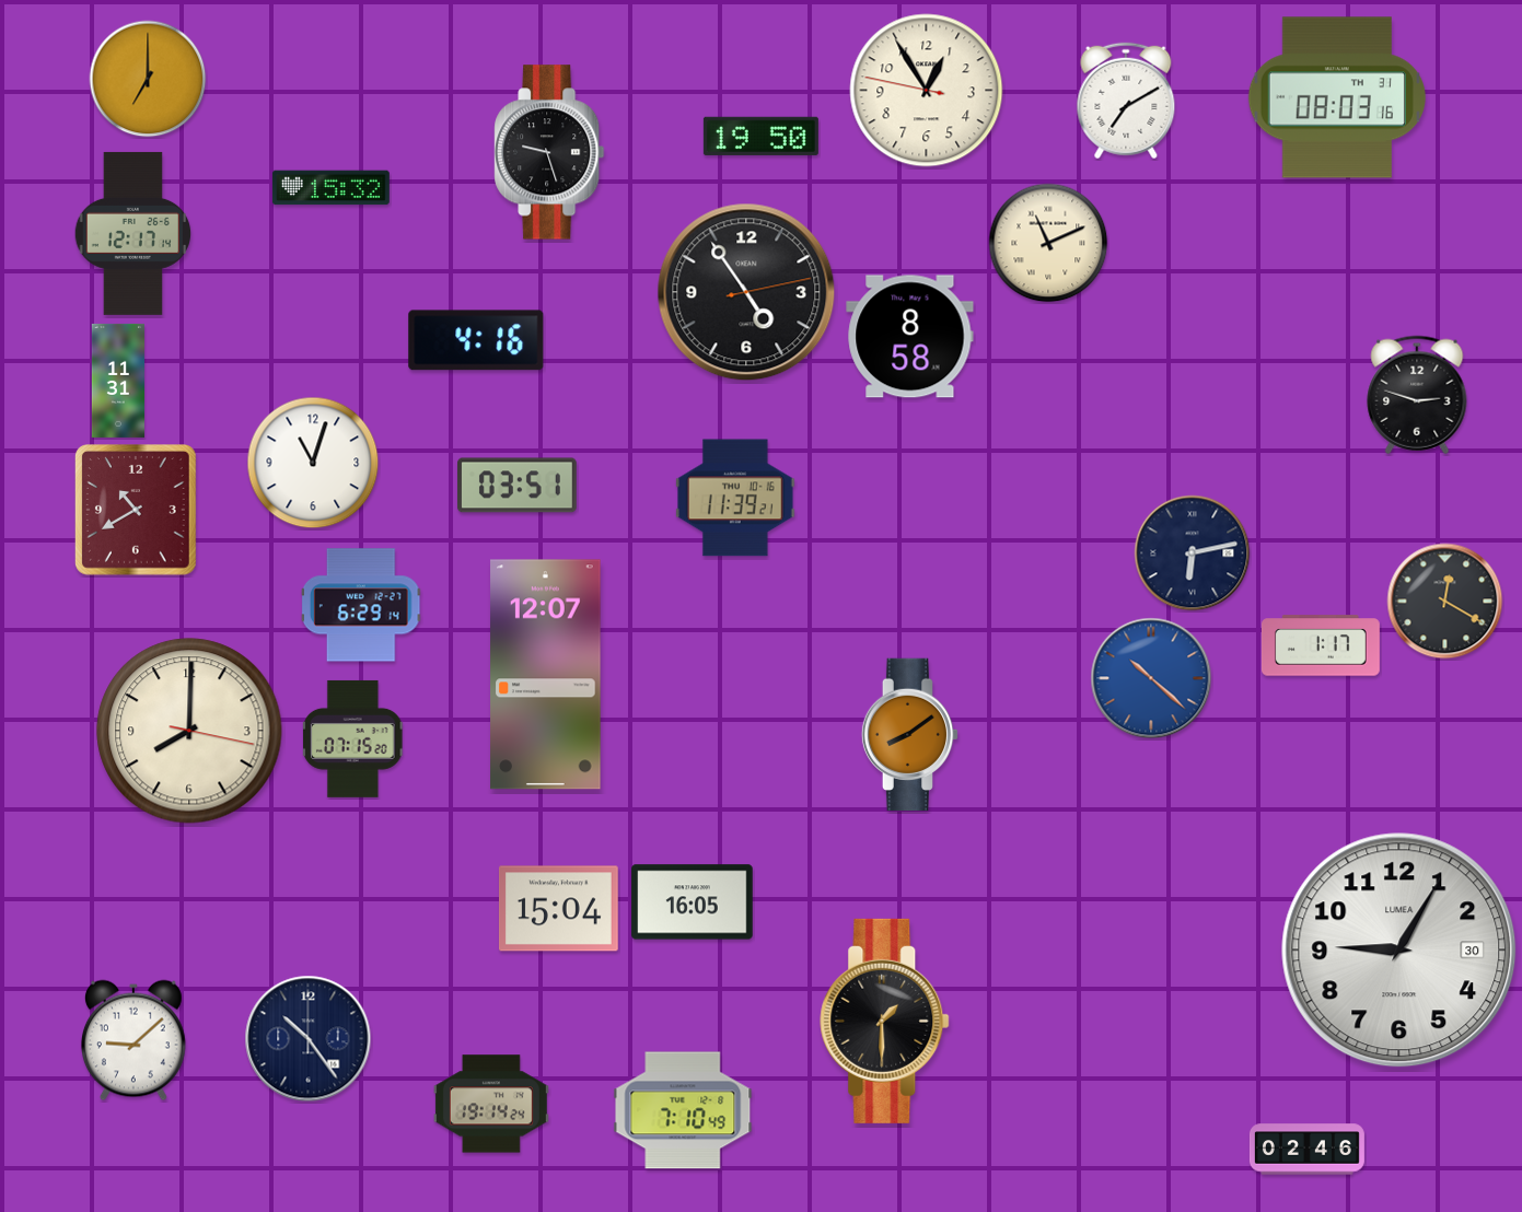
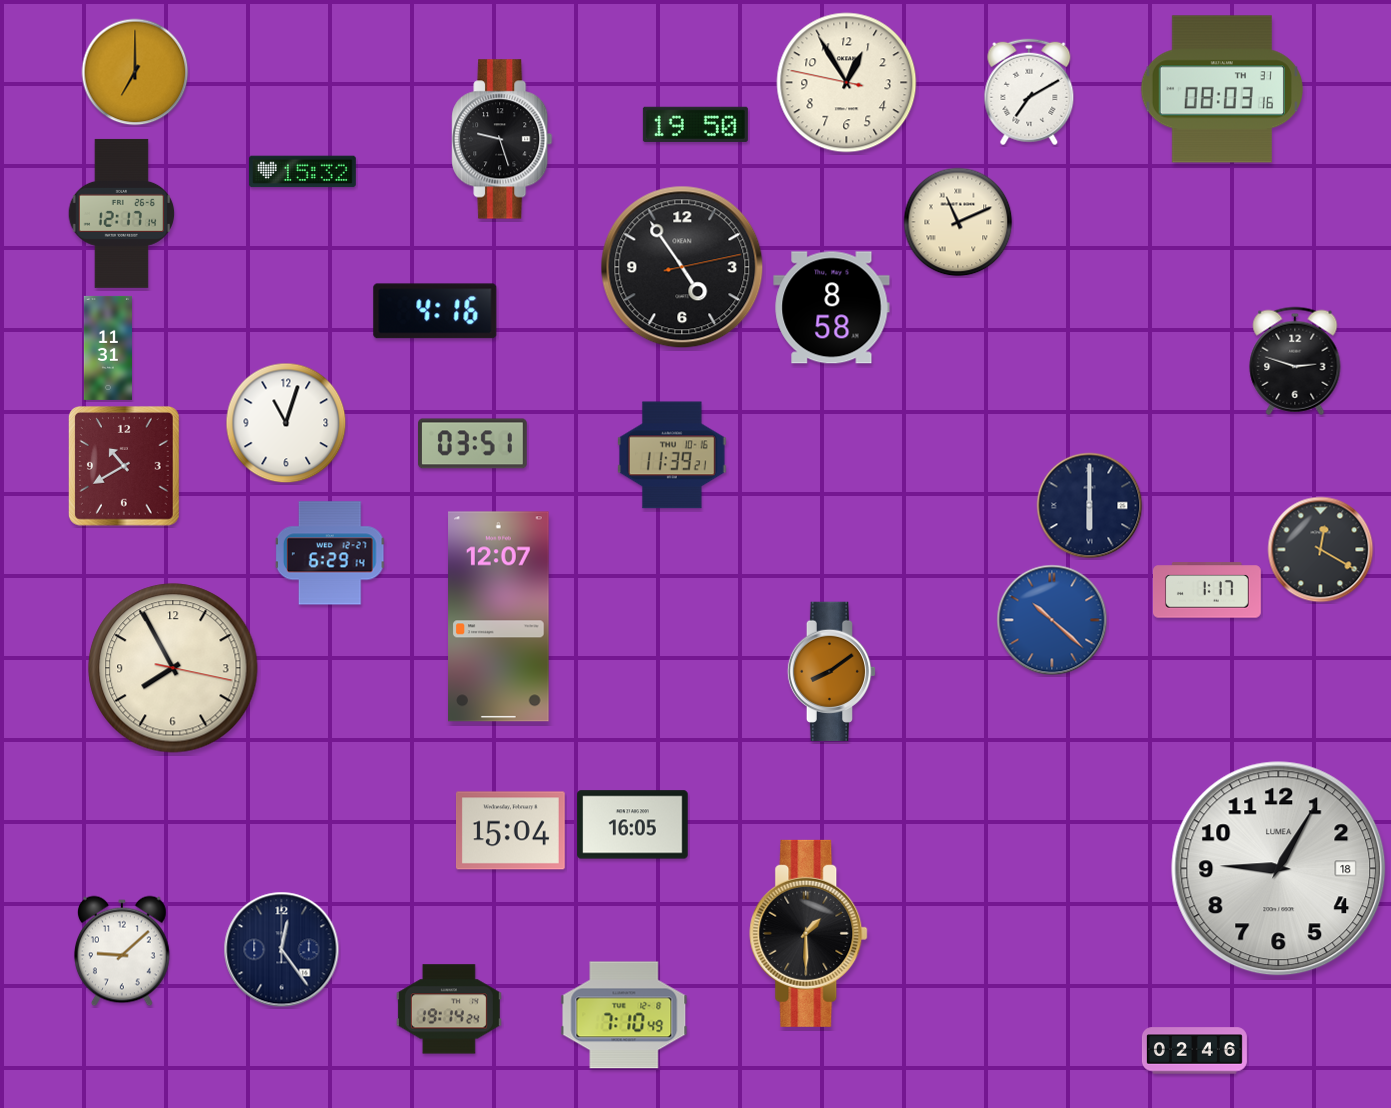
clock at (1193, 553): 6:13 -> 6:00
clock at (189, 731): 8:00 -> 7:55
clock at (353, 738): 07:15 -> none
clock at (1399, 951) date: 30 -> 18
clock at (309, 1039): 10:24 -> 12:24
